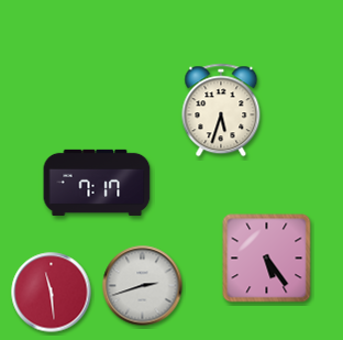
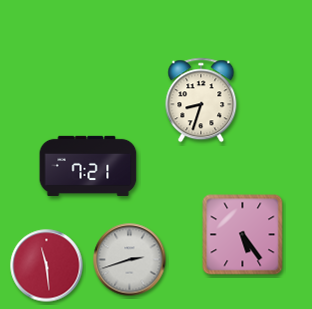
clock at (221, 110): 5:33 -> 8:33
clock at (97, 183): 7:17 -> 7:21
